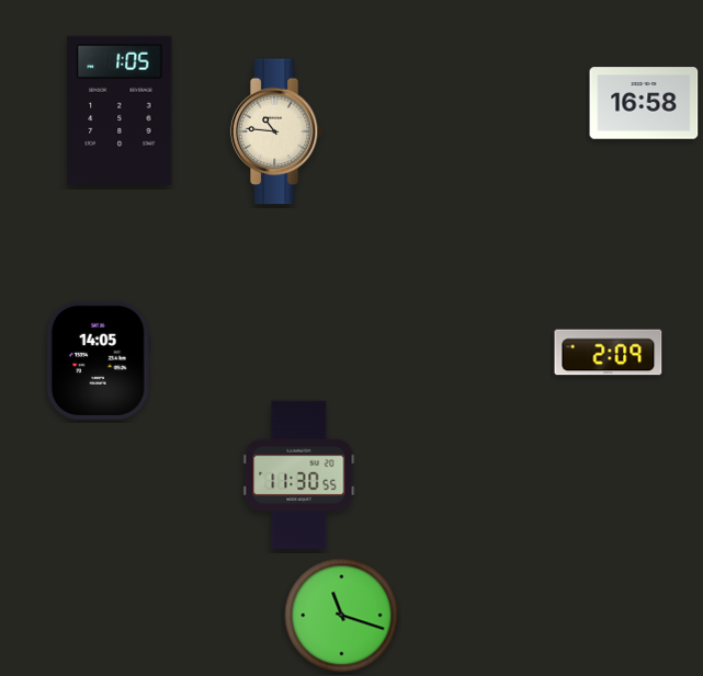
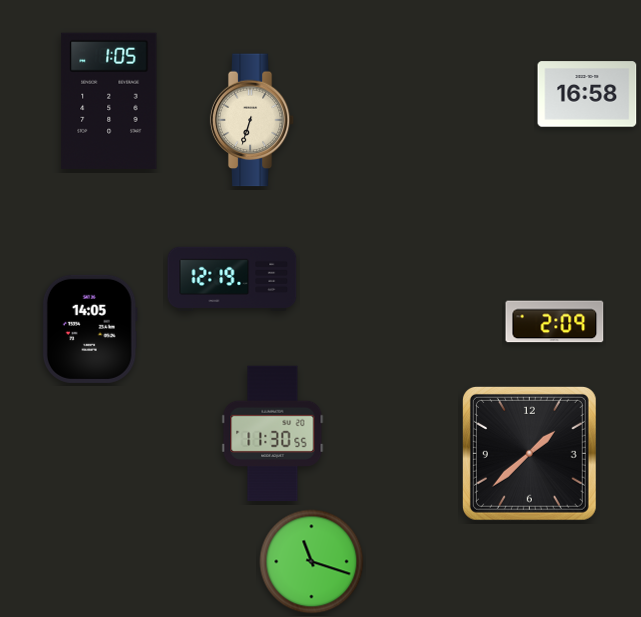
clock at (276, 131): 10:46 -> 6:33
clock at (232, 278): none -> 12:19
clock at (529, 453): none -> 1:38
